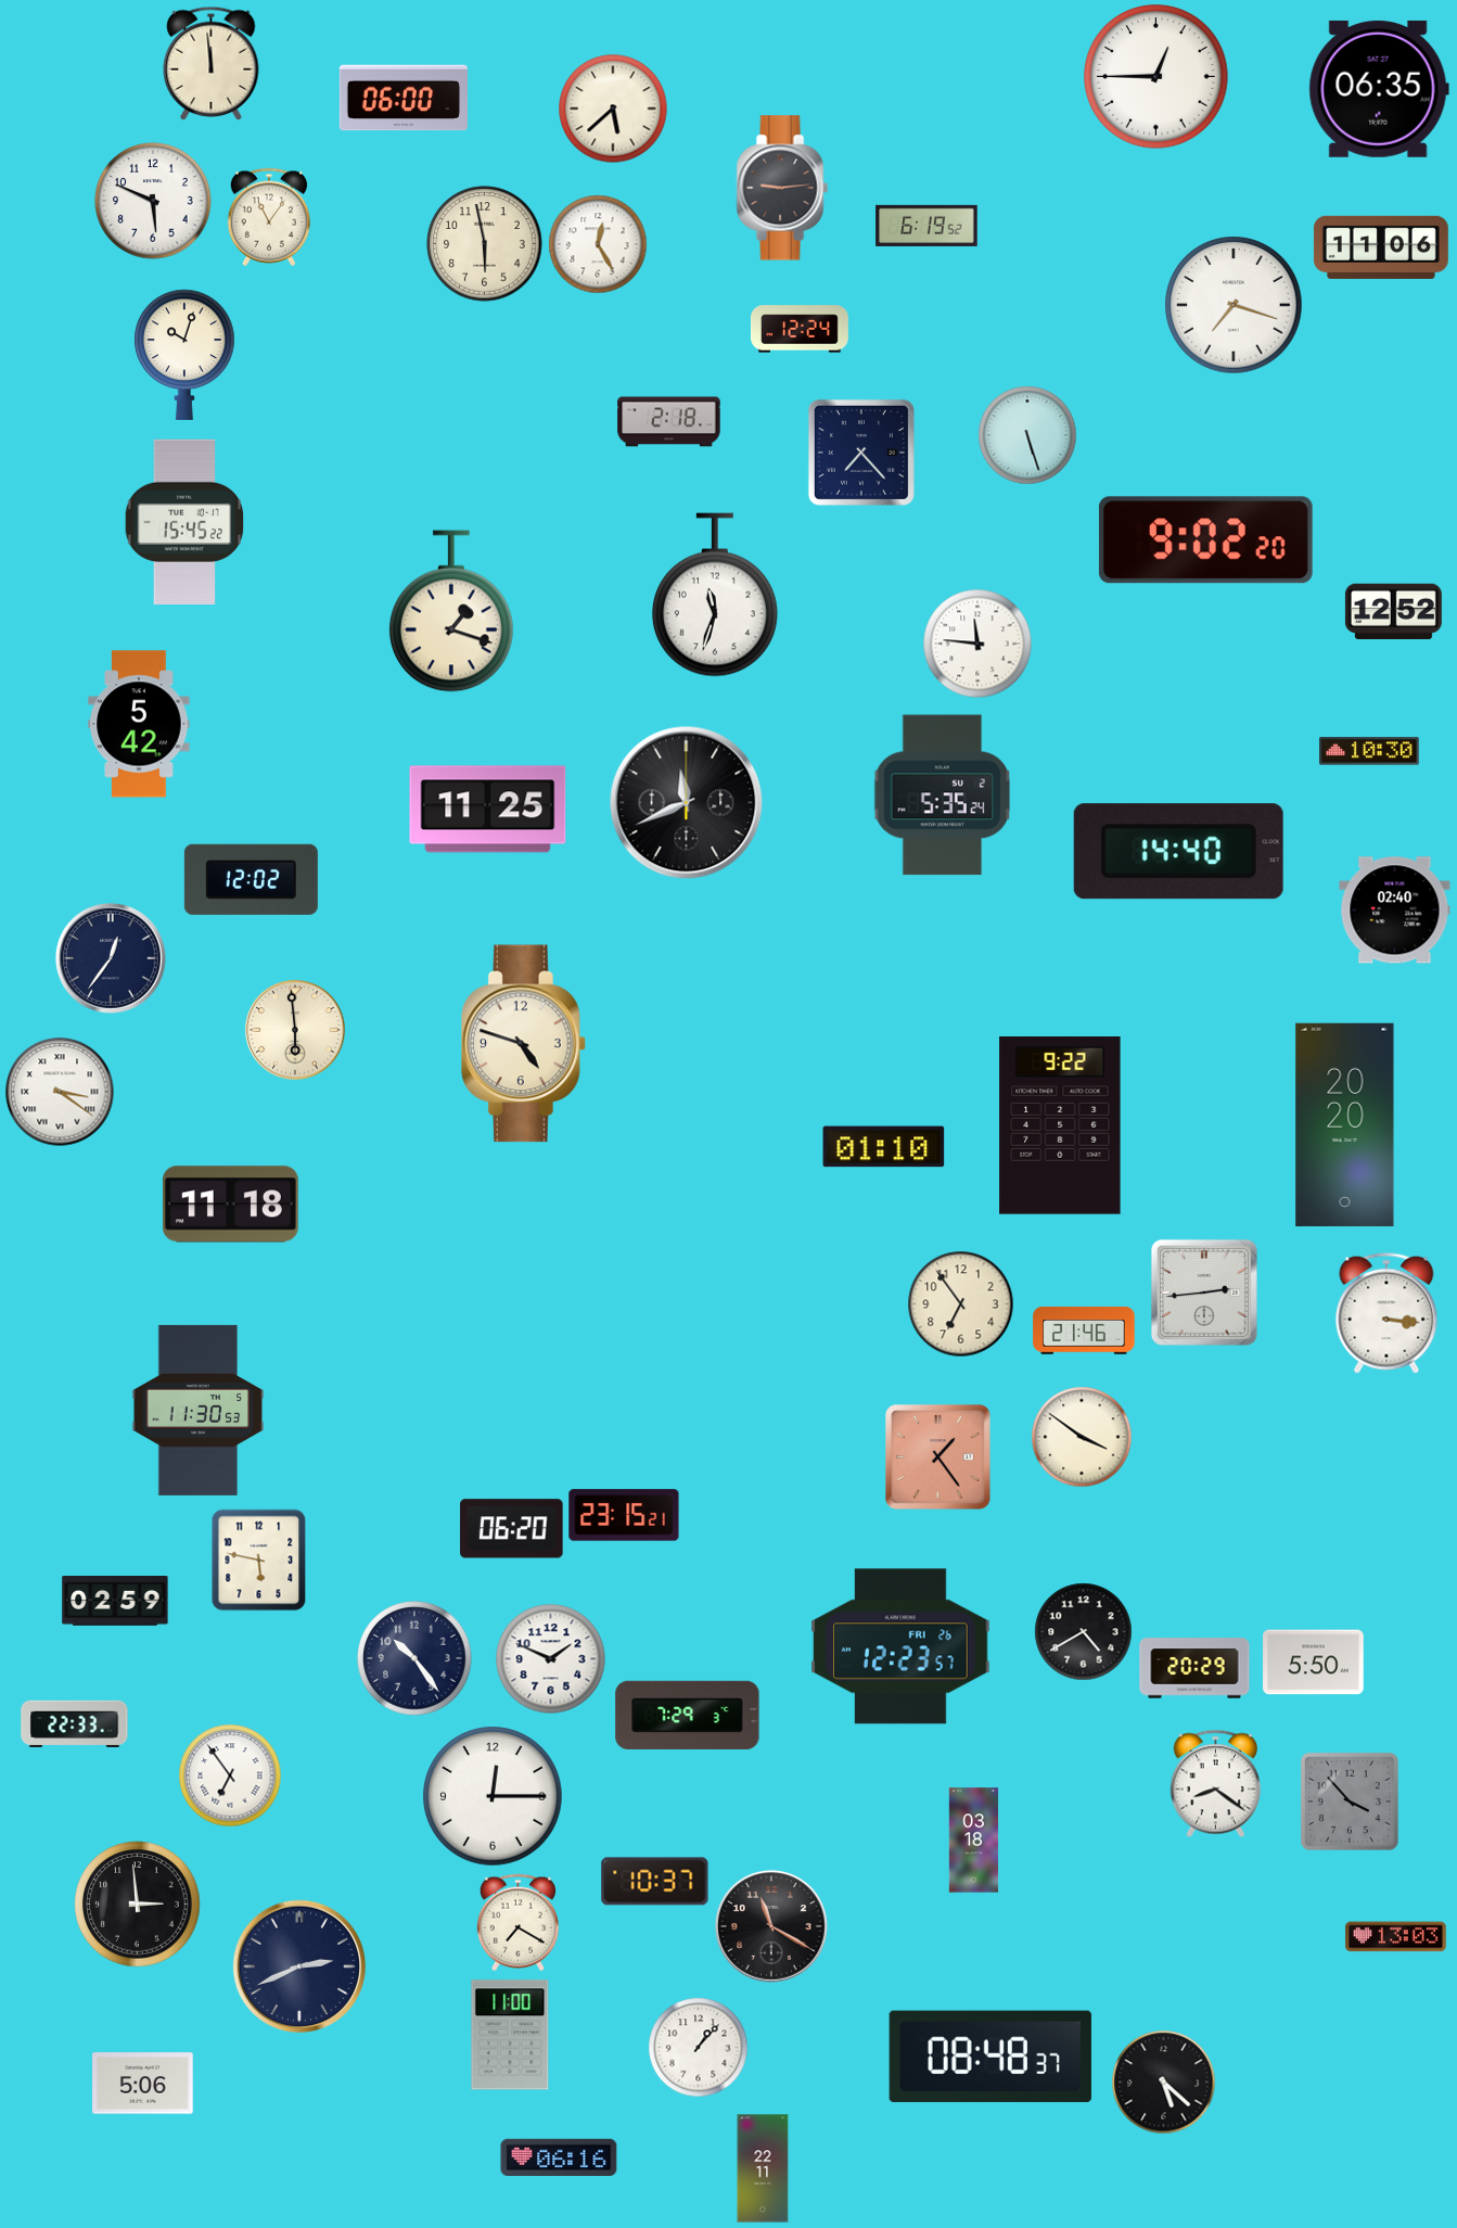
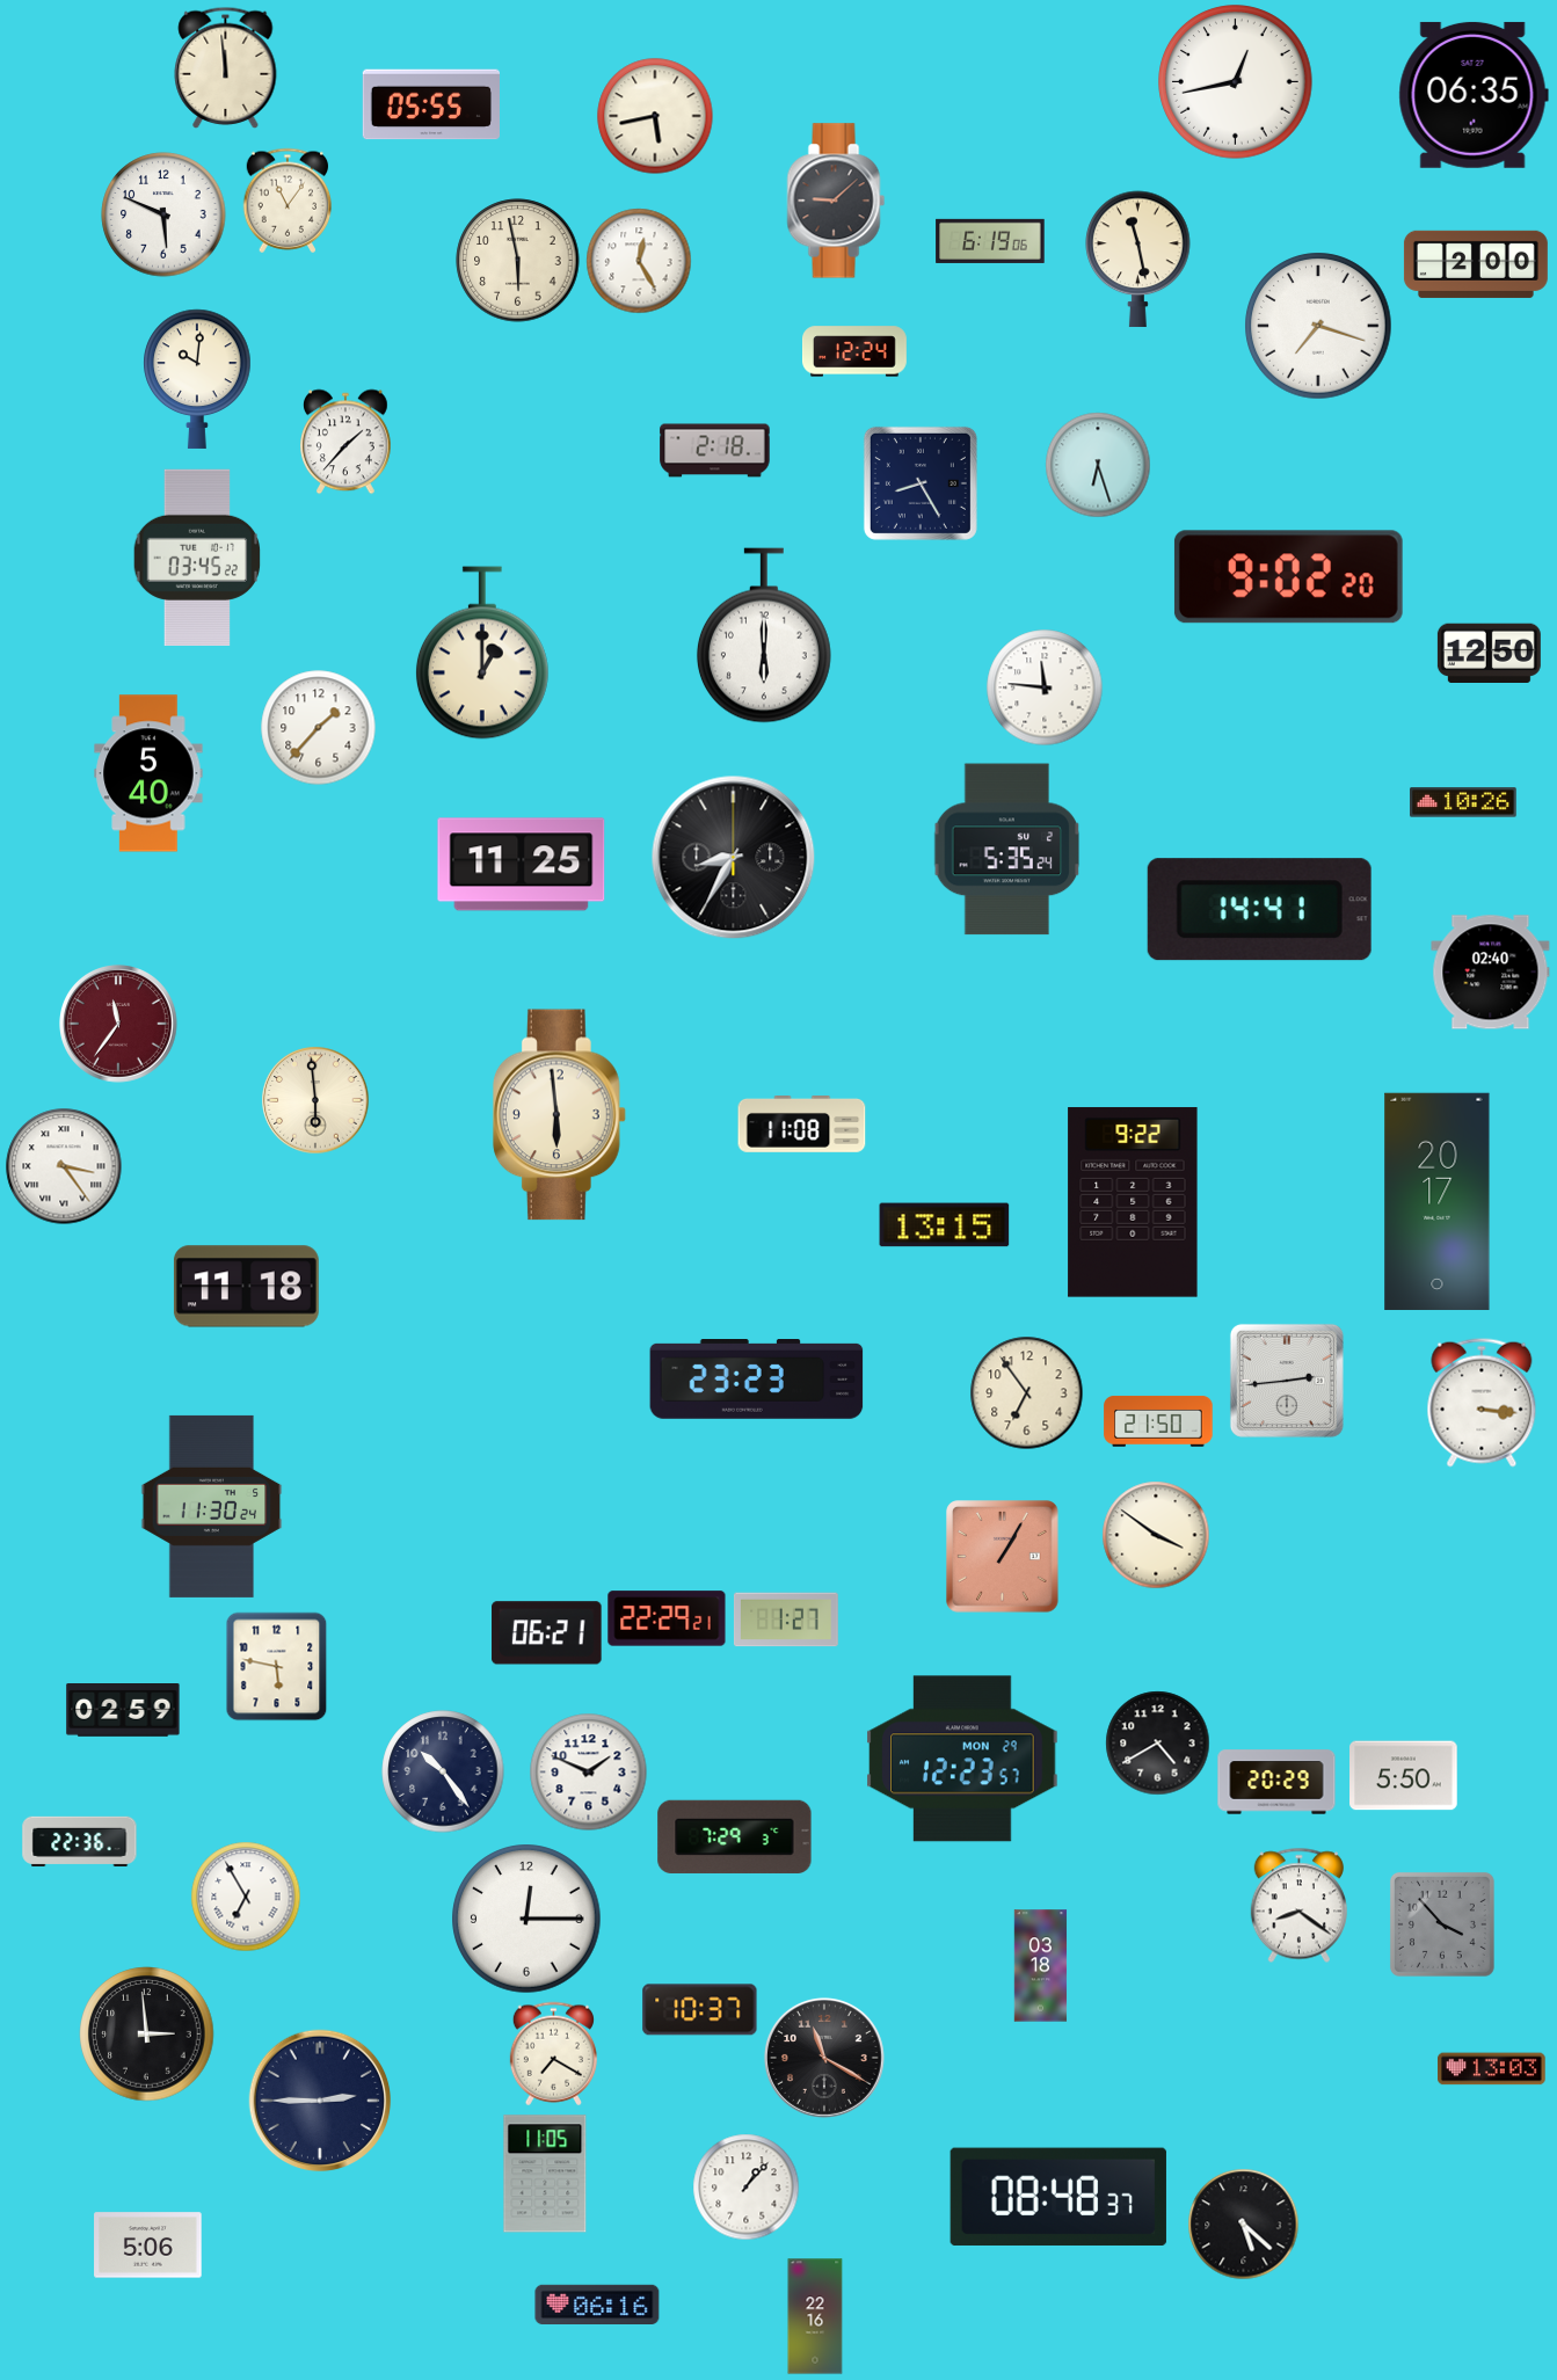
clock at (1156, 77): 12:45 -> 12:43
clock at (402, 98): 06:00 -> 05:55
clock at (613, 109): 5:38 -> 5:43
clock at (782, 188): 9:14 -> 9:08
clock at (269, 217) position: (269, 217) -> (288, 201)
clock at (926, 226): 6:19:52 -> 6:19:06
clock at (1138, 259): none -> 11:28
clock at (1381, 247): 11:06 -> 2:00
clock at (184, 355): 10:03 -> 10:01
clock at (347, 442): none -> 1:37
clock at (1027, 435): 5:27 -> 6:27
clock at (861, 453): 7:23 -> 8:25
clock at (184, 521): 15:45 -> 03:45
clock at (715, 595): 11:33 -> 6:00
clock at (451, 611): 1:18 -> 1:00
clock at (1393, 612): 12:52 -> 12:50
clock at (319, 728): none -> 1:37
clock at (139, 724): 5:42 -> 5:40
clock at (1369, 751): 10:30 -> 10:26
clock at (687, 803): 11:41 -> 8:35
clock at (1178, 852): 14:40 -> 14:41
clock at (251, 879): 12:02 -> none
clock at (112, 959): 12:36 -> 11:36
clock at (112, 959) dial: navy -> burgundy
clock at (523, 1044): 4:48 -> 5:59
clock at (802, 1125): none -> 11:08
clock at (60, 1092): 3:21 -> 3:24
clock at (1345, 1124): 20:20 -> 20:17
clock at (884, 1147): 01:10 -> 13:15
clock at (757, 1380): none -> 23:23
clock at (1084, 1331): 21:46 -> 21:50
clock at (199, 1410): 11:30:53 -> 11:30:24
clock at (938, 1457): 1:24 -> 1:05
clock at (624, 1515): 23:15 -> 22:29
clock at (786, 1620): none -> 1:27
clock at (512, 1529): 06:20 -> 06:21
clock at (900, 1646) date: FRI 26 -> MON 29
clock at (688, 1715) position: (688, 1715) -> (735, 1836)
clock at (75, 1723): 22:33 -> 22:36
clock at (230, 1775): 6:54 -> 6:55
clock at (299, 1966): 2:41 -> 2:45
clock at (510, 2035): 11:00 -> 11:05
clock at (143, 2084) position: (143, 2084) -> (148, 2246)
clock at (763, 2168): 22:11 -> 22:16
